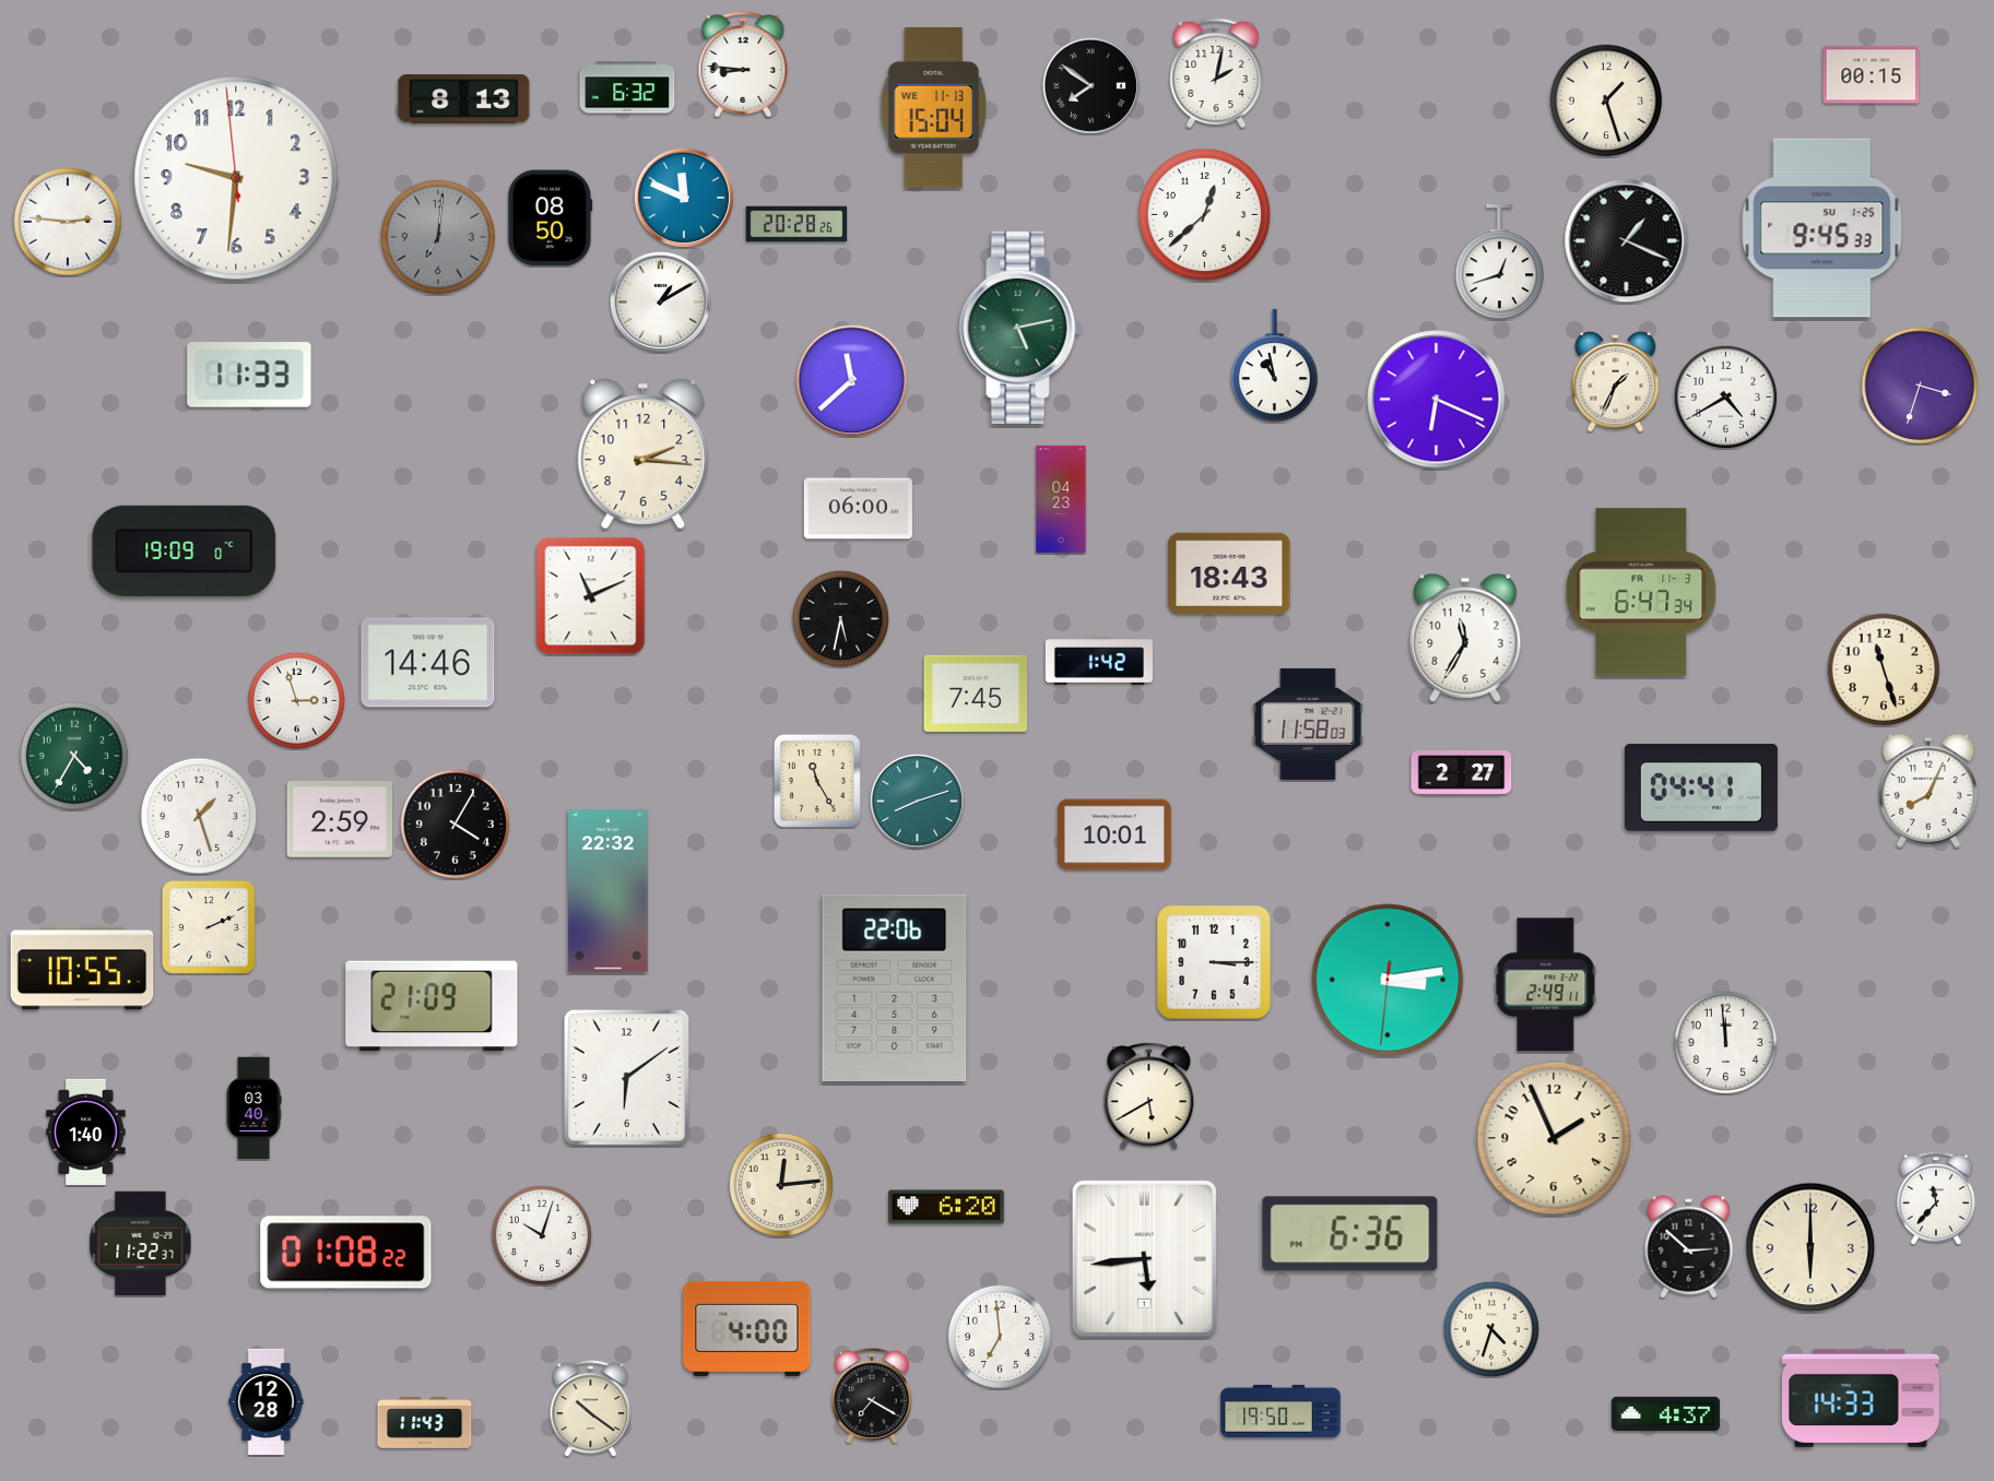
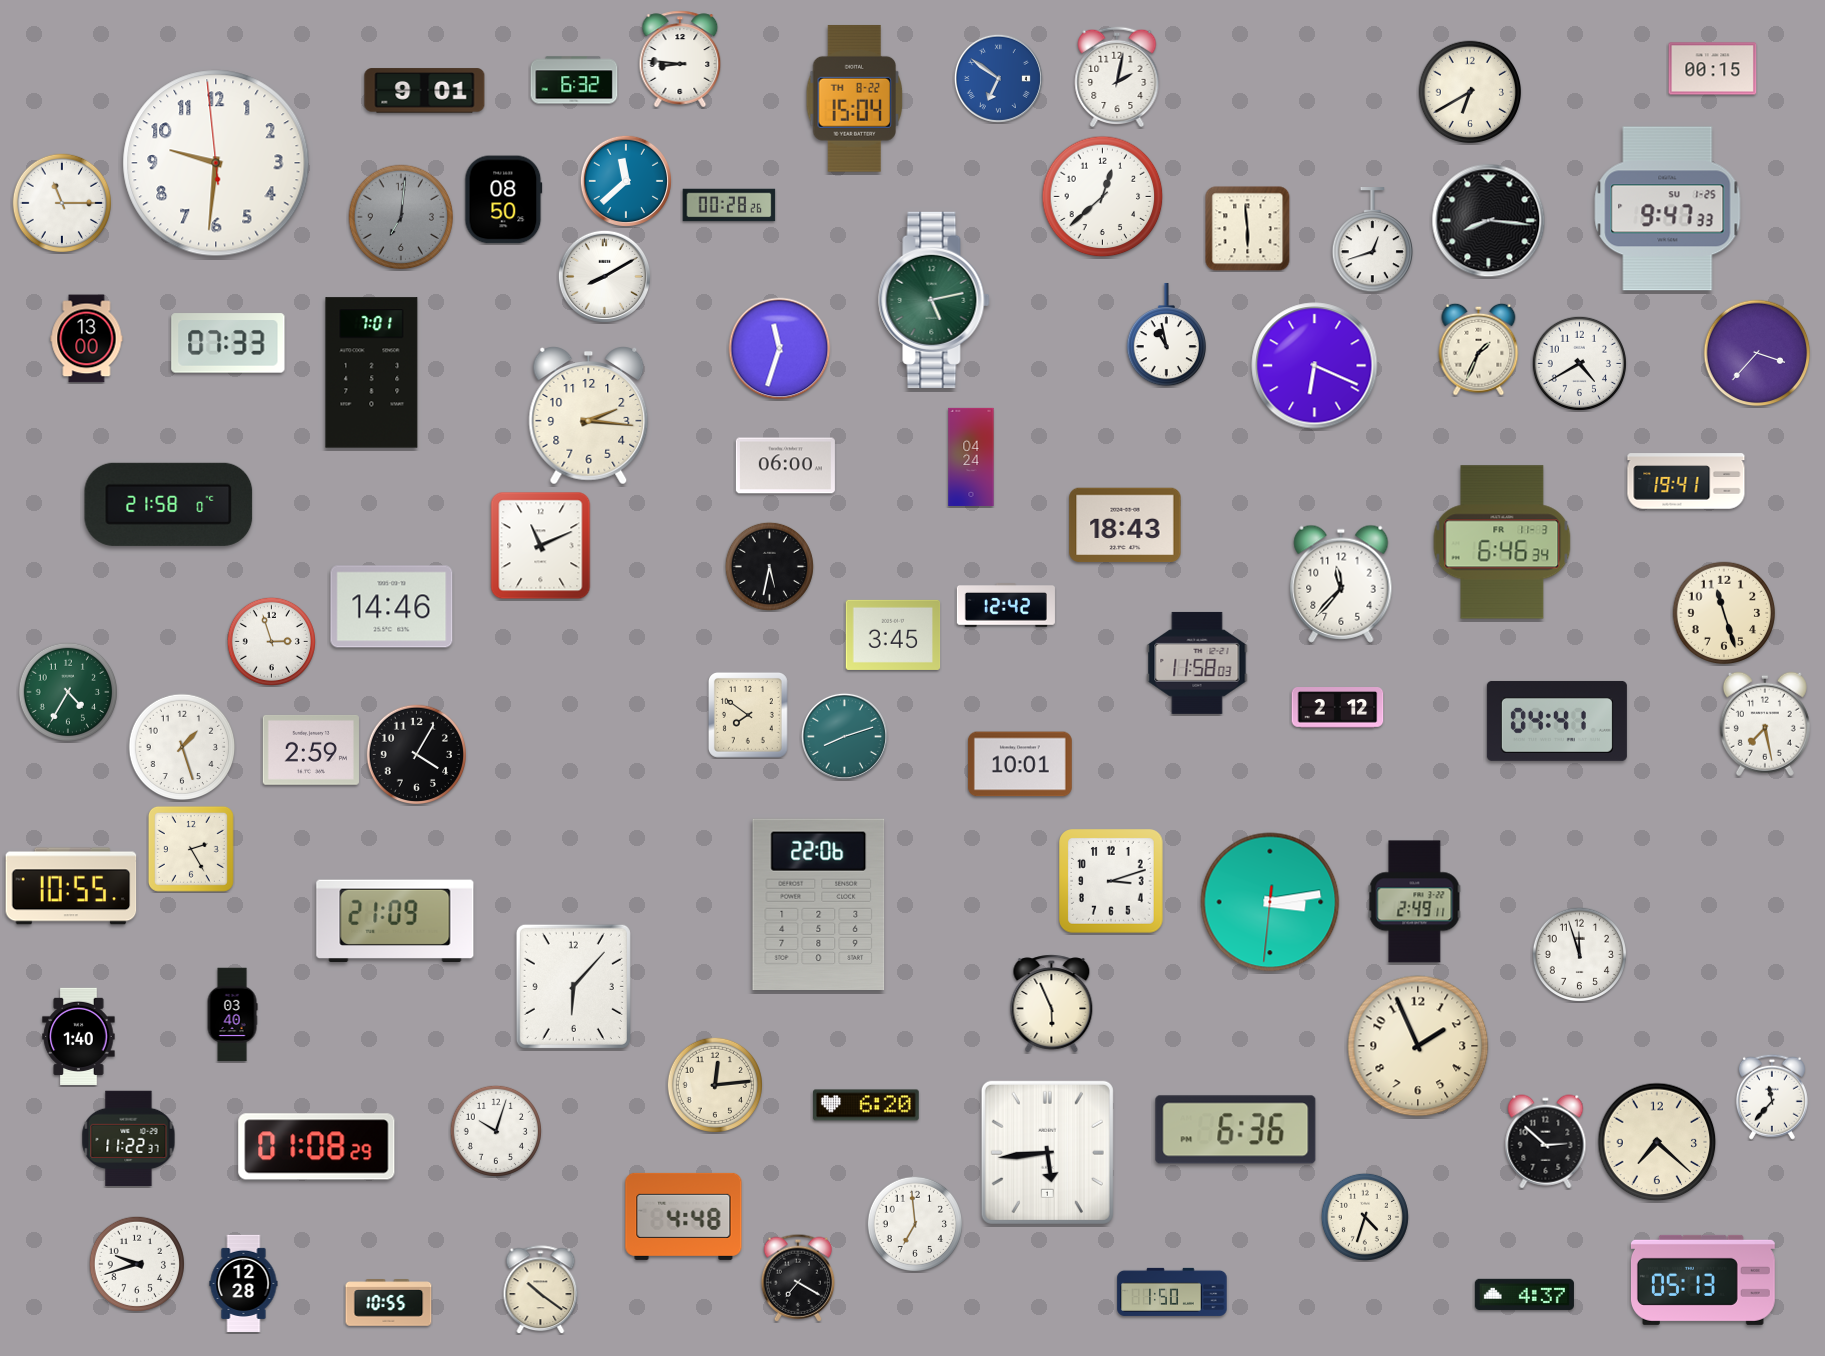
clock at (1216, 73) position: (1216, 73) -> (1117, 77)
clock at (1090, 85): 7:51 -> 6:51
clock at (1090, 85) dial: black -> blue
clock at (464, 99): 8:13 -> 9:01
clock at (1606, 100): 1:27 -> 6:40
clock at (934, 107) date: WE 11-13 -> TH 8-22
clock at (684, 198): 11:49 -> 11:38
clock at (67, 221): 2:46 -> 11:15
clock at (797, 224): 20:28 -> 00:28
clock at (1822, 228): 9:45 -> 9:47
clock at (1627, 241): 1:19 -> 8:16
clock at (1248, 229): none -> 5:59
clock at (660, 301): 1:10 -> 8:10
clock at (87, 339): none -> 13:00
clock at (249, 375): 11:33 -> 07:33
clock at (852, 381): 11:38 -> 11:33
clock at (1920, 386): 3:33 -> 3:37
clock at (372, 373): none -> 7:01
clock at (1061, 499): 04:23 -> 04:24
clock at (1686, 481): none -> 19:41
clock at (185, 550): 19:09 -> 21:58
clock at (1641, 592): 6:47 -> 6:46
clock at (1465, 638): 11:35 -> 11:37
clock at (1099, 662): 1:42 -> 12:42
clock at (976, 694): 7:45 -> 3:45
clock at (1462, 773): 2:27 -> 2:12
clock at (817, 781): 11:25 -> 7:51
clock at (1928, 791): 8:04 -> 7:28
clock at (917, 801) position: (917, 801) -> (844, 736)
clock at (609, 891): 22:32 -> none
clock at (209, 927): 2:11 -> 2:25
clock at (1214, 962): 3:15 -> 3:12
clock at (82, 968) position: (82, 968) -> (71, 886)
clock at (1388, 980) position: (1388, 980) -> (1270, 902)
clock at (1725, 1042): 11:59 -> 11:57
clock at (626, 1077): 6:09 -> 6:07
clock at (1149, 1097): 5:40 -> 5:56
clock at (1554, 1138) position: (1554, 1138) -> (1418, 1046)
clock at (1810, 1247): 6:00 -> 7:22
clock at (346, 1253): 01:08:22 -> 01:08:29
clock at (747, 1328): 4:00 -> 4:48
clock at (137, 1264): none -> 9:42
clock at (1861, 1398): 14:33 -> 05:13
clock at (1281, 1411): 19:50 -> 1:50
clock at (425, 1423): 11:43 -> 10:55
